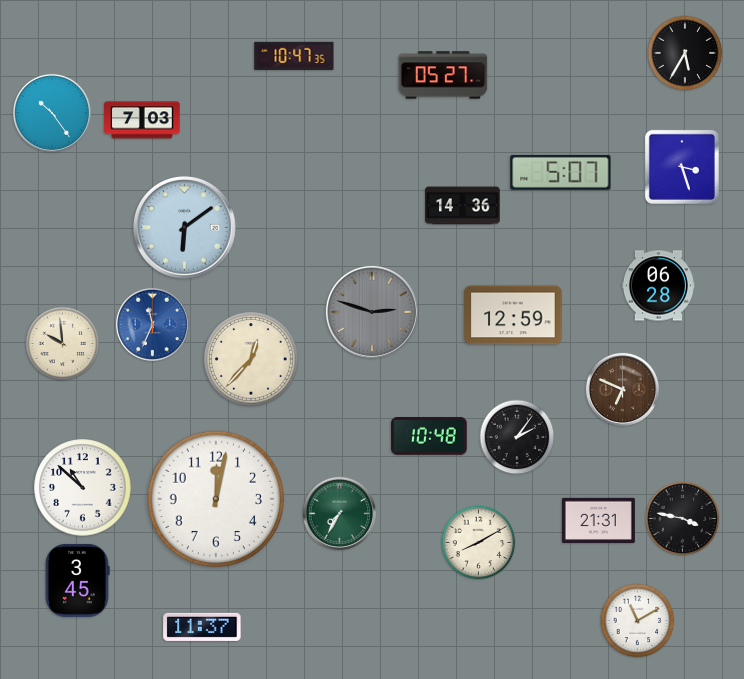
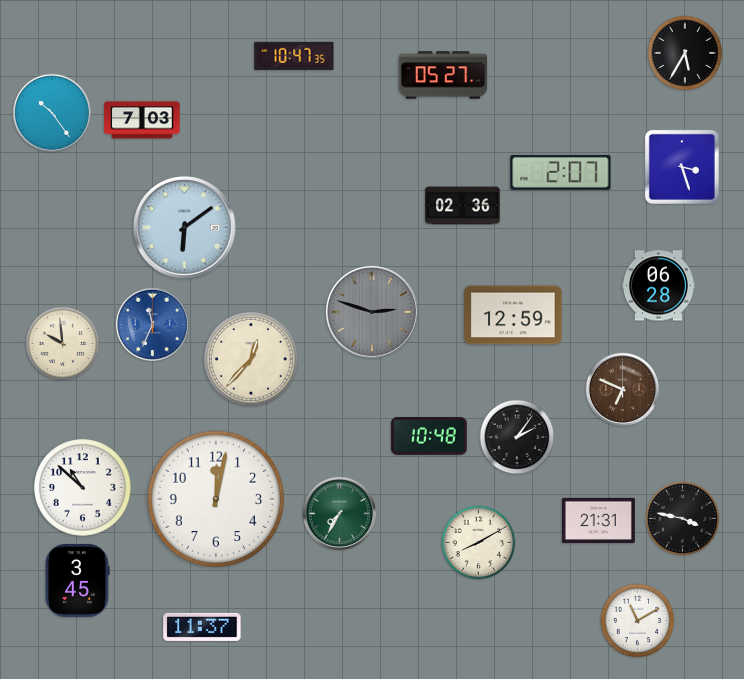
clock at (561, 172): 5:07 -> 2:07
clock at (463, 206): 14:36 -> 02:36
